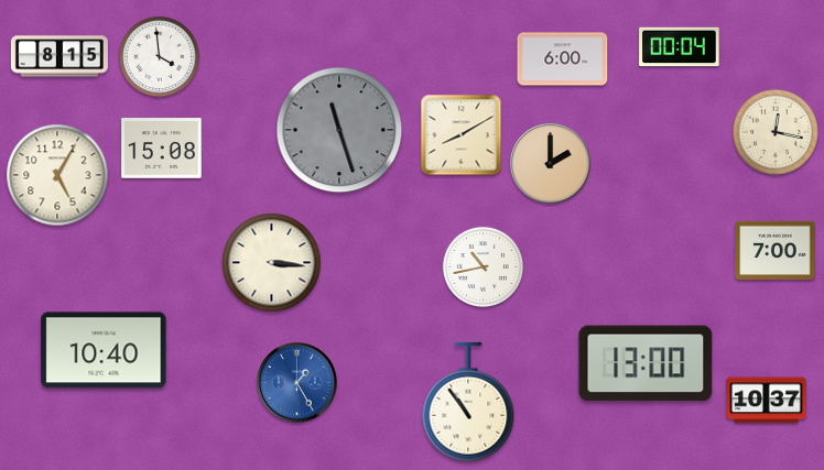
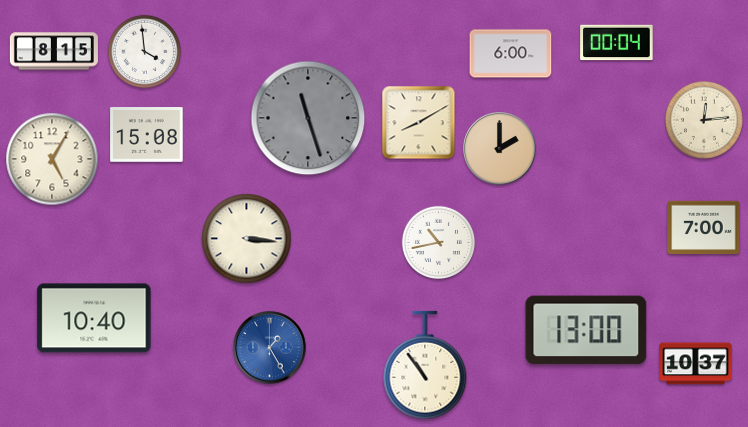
clock at (776, 132): 12:17 -> 12:14
